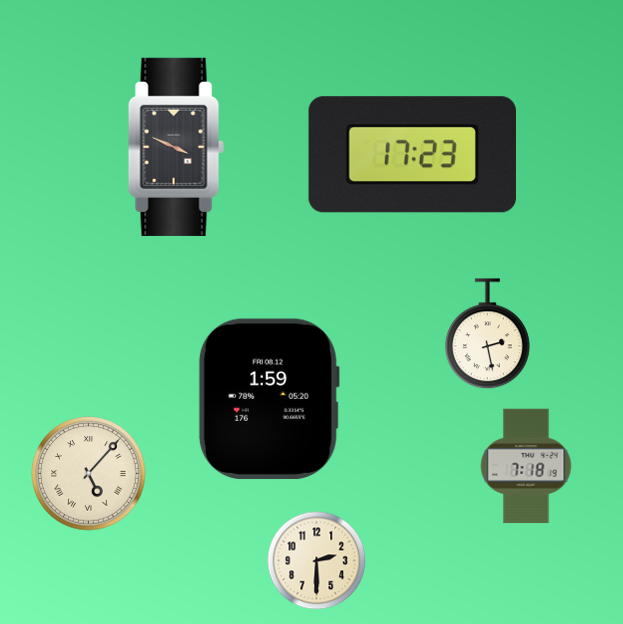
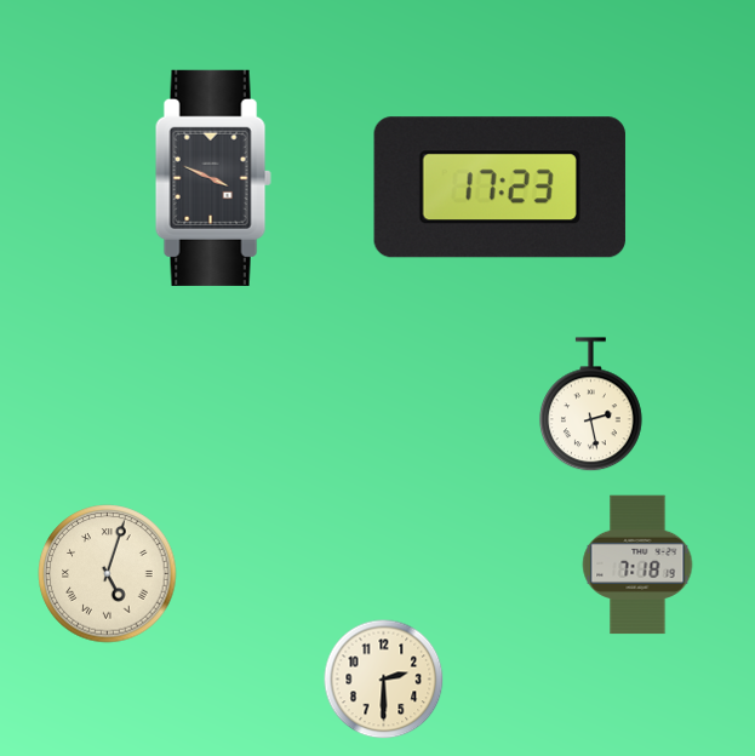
clock at (269, 398): 1:59 -> none
clock at (89, 474): 5:07 -> 5:03
